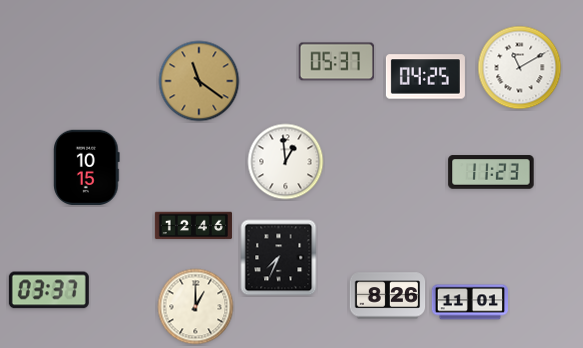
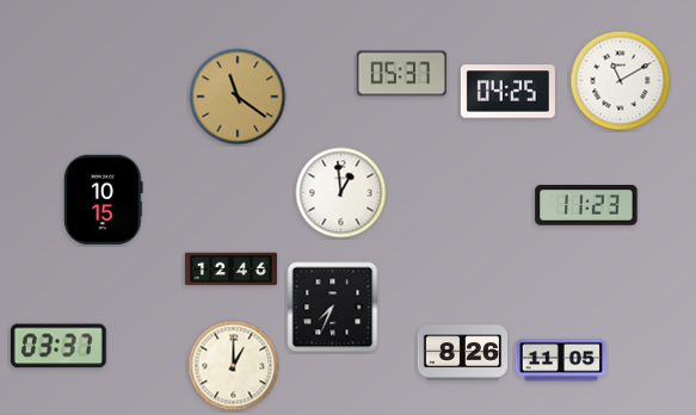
clock at (469, 302): 11:01 -> 11:05
